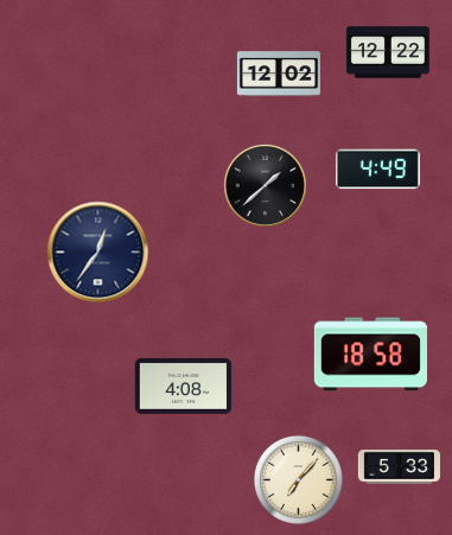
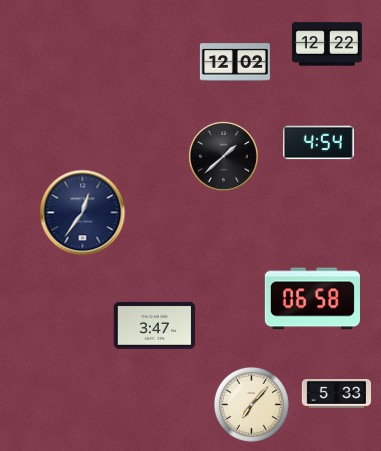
clock at (377, 170): 4:49 -> 4:54
clock at (370, 355): 18:58 -> 06:58
clock at (184, 386): 4:08 -> 3:47
